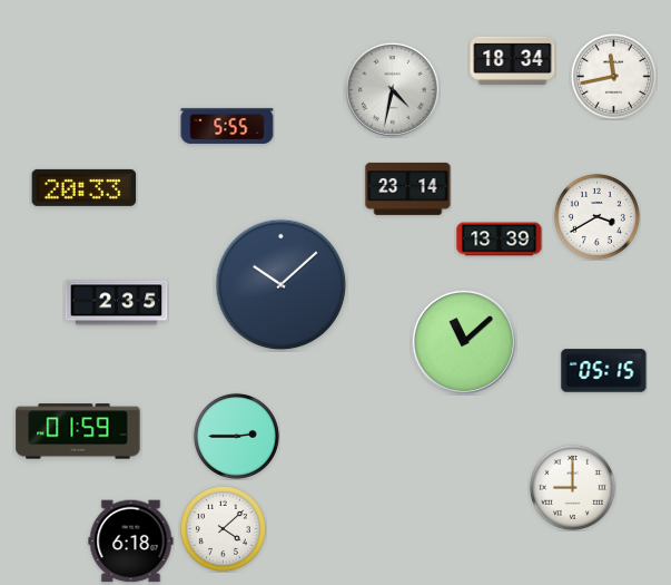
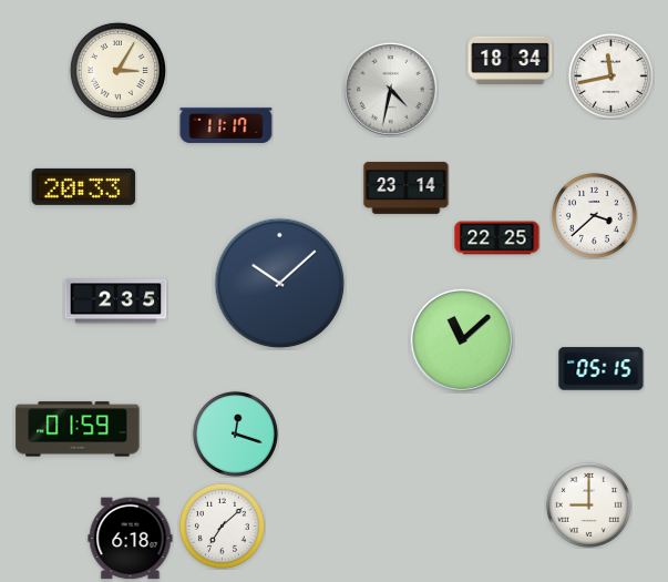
clock at (117, 70): none -> 3:05
clock at (227, 126): 5:55 -> 11:17
clock at (596, 216): 3:40 -> 3:38
clock at (500, 240): 13:39 -> 22:25
clock at (236, 436): 2:45 -> 12:18
clock at (572, 487) position: (572, 487) -> (588, 504)
clock at (223, 528): 4:08 -> 7:08
